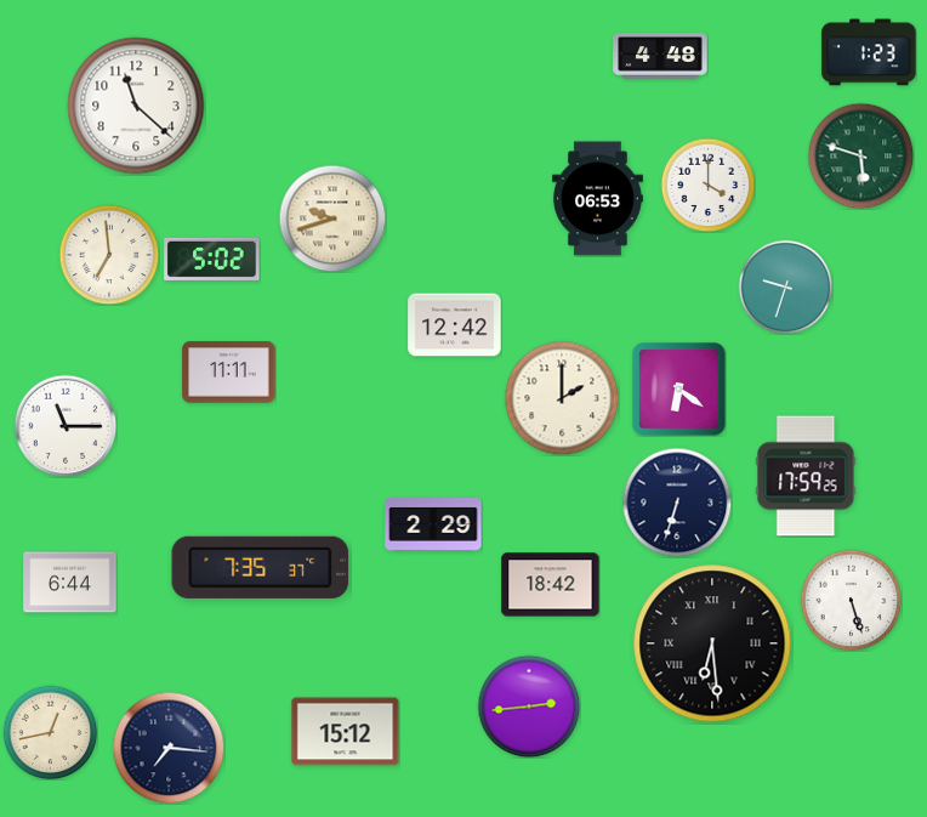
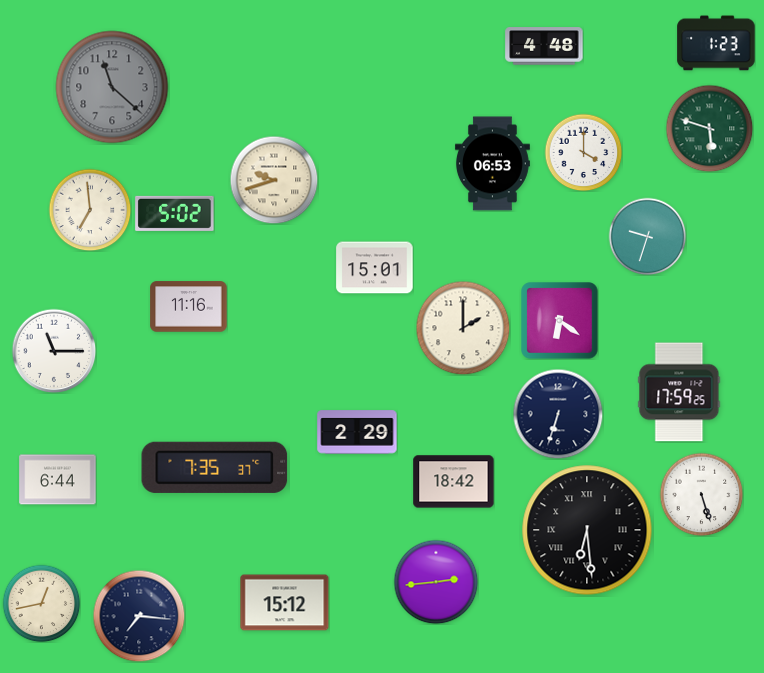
clock at (136, 106) dial: white -> grey
clock at (455, 325): 12:42 -> 15:01
clock at (229, 373): 11:11 -> 11:16
clock at (806, 476) position: (806, 476) -> (679, 392)
